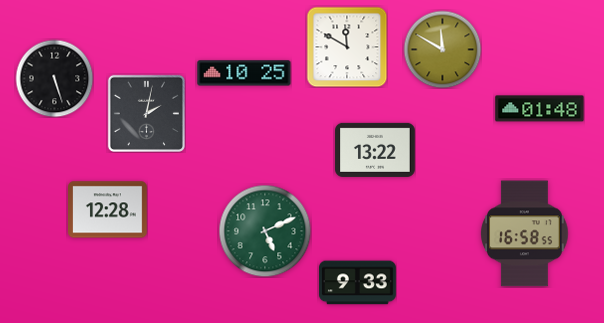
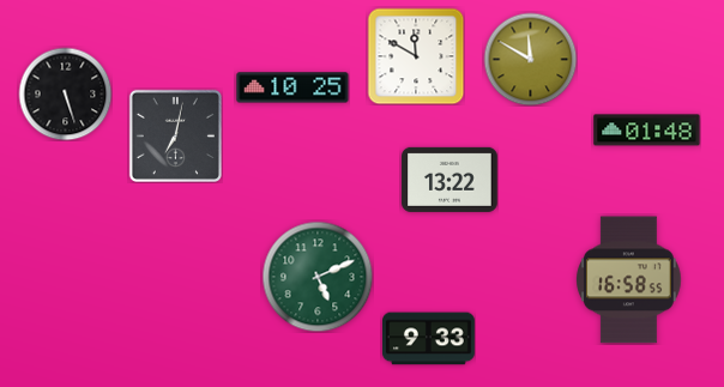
clock at (146, 113): 2:02 -> 7:02
clock at (108, 210): 12:28 -> none
